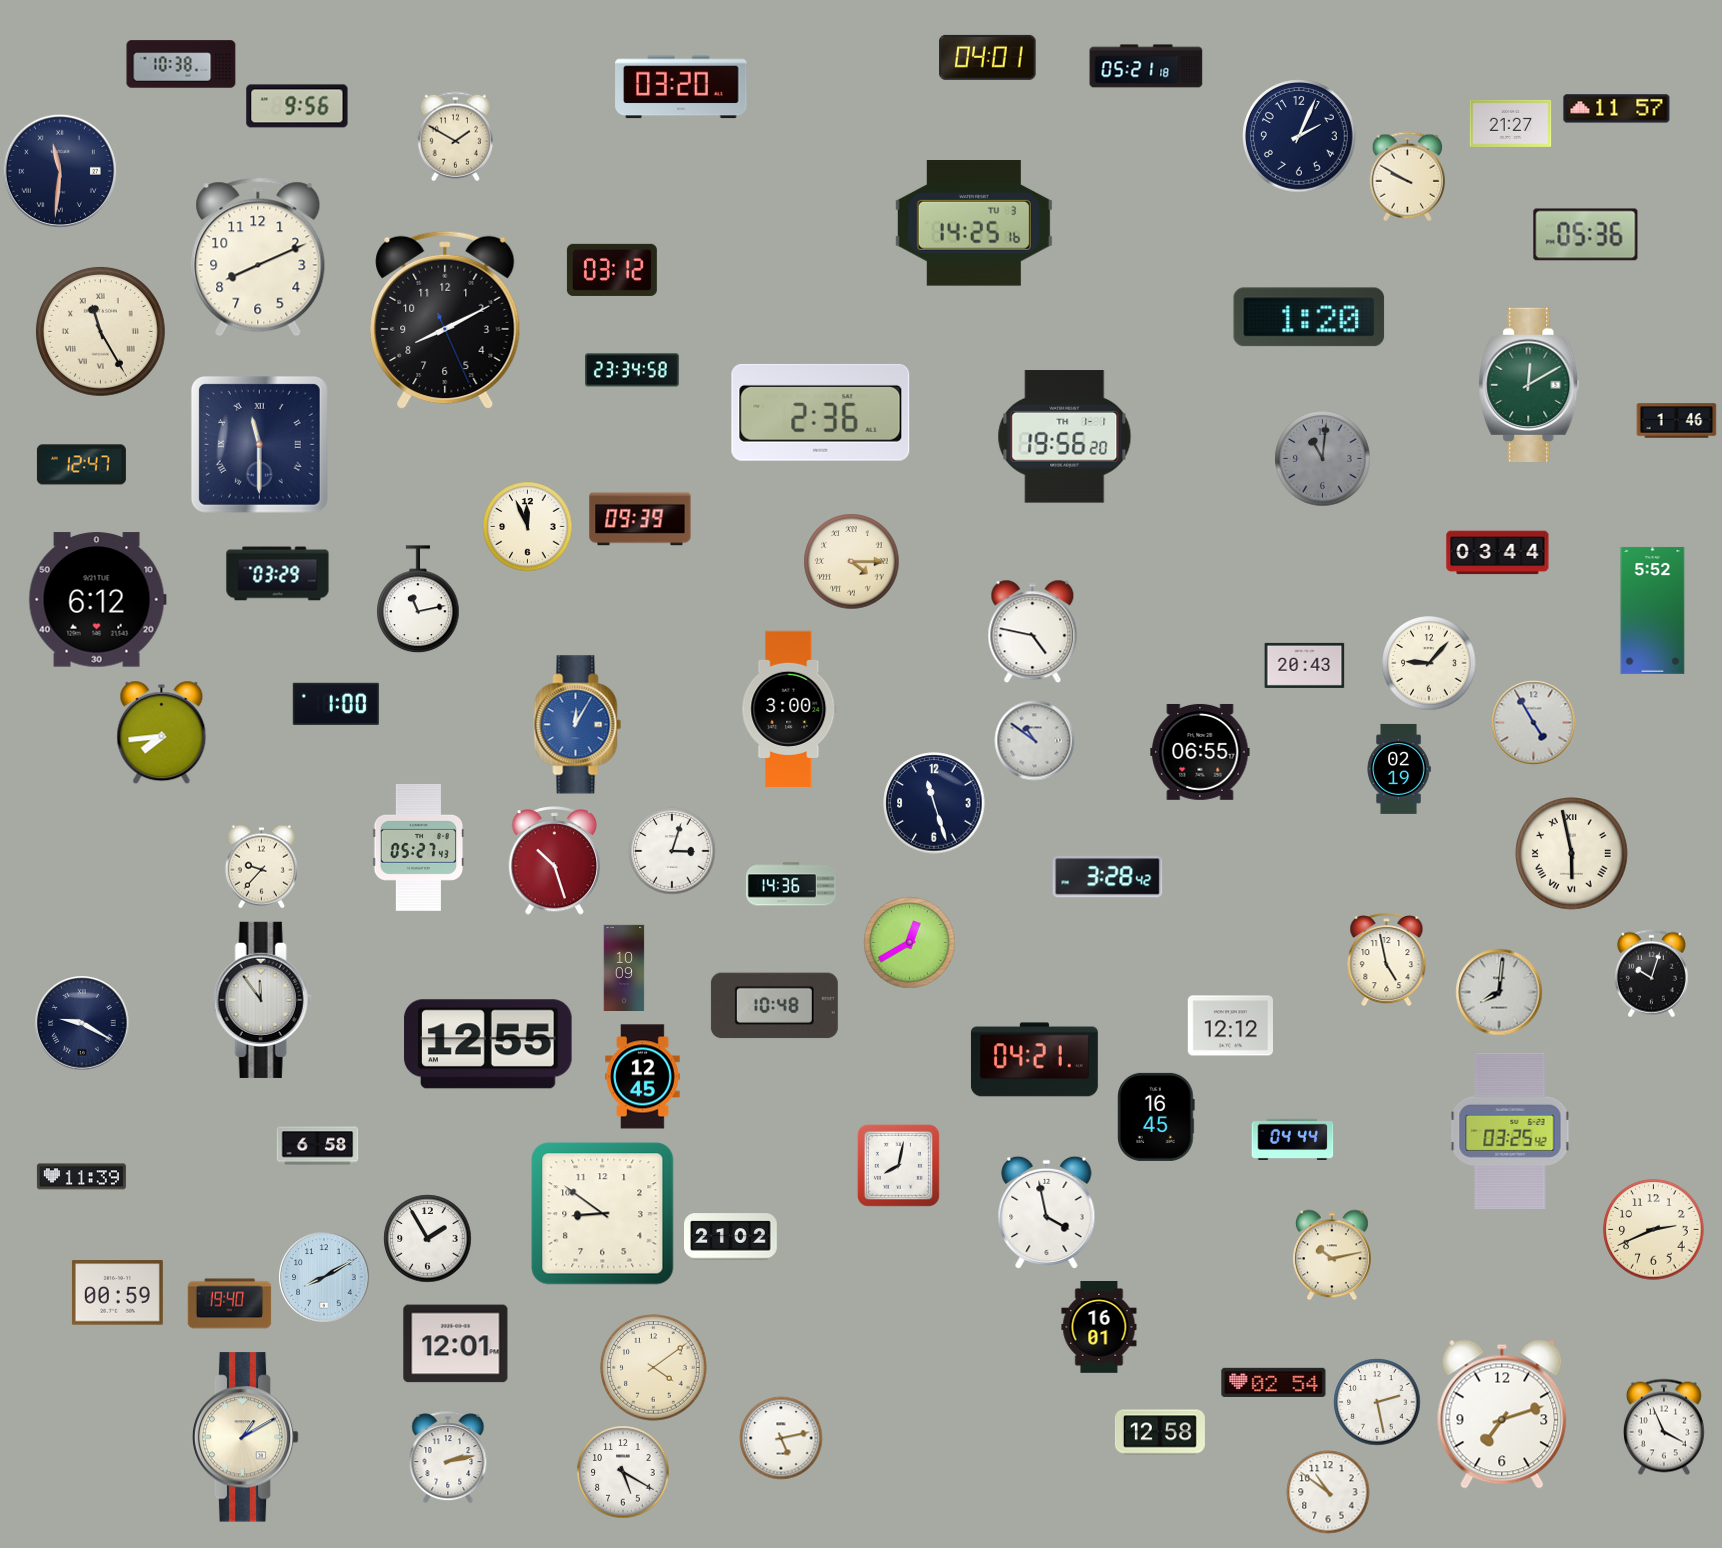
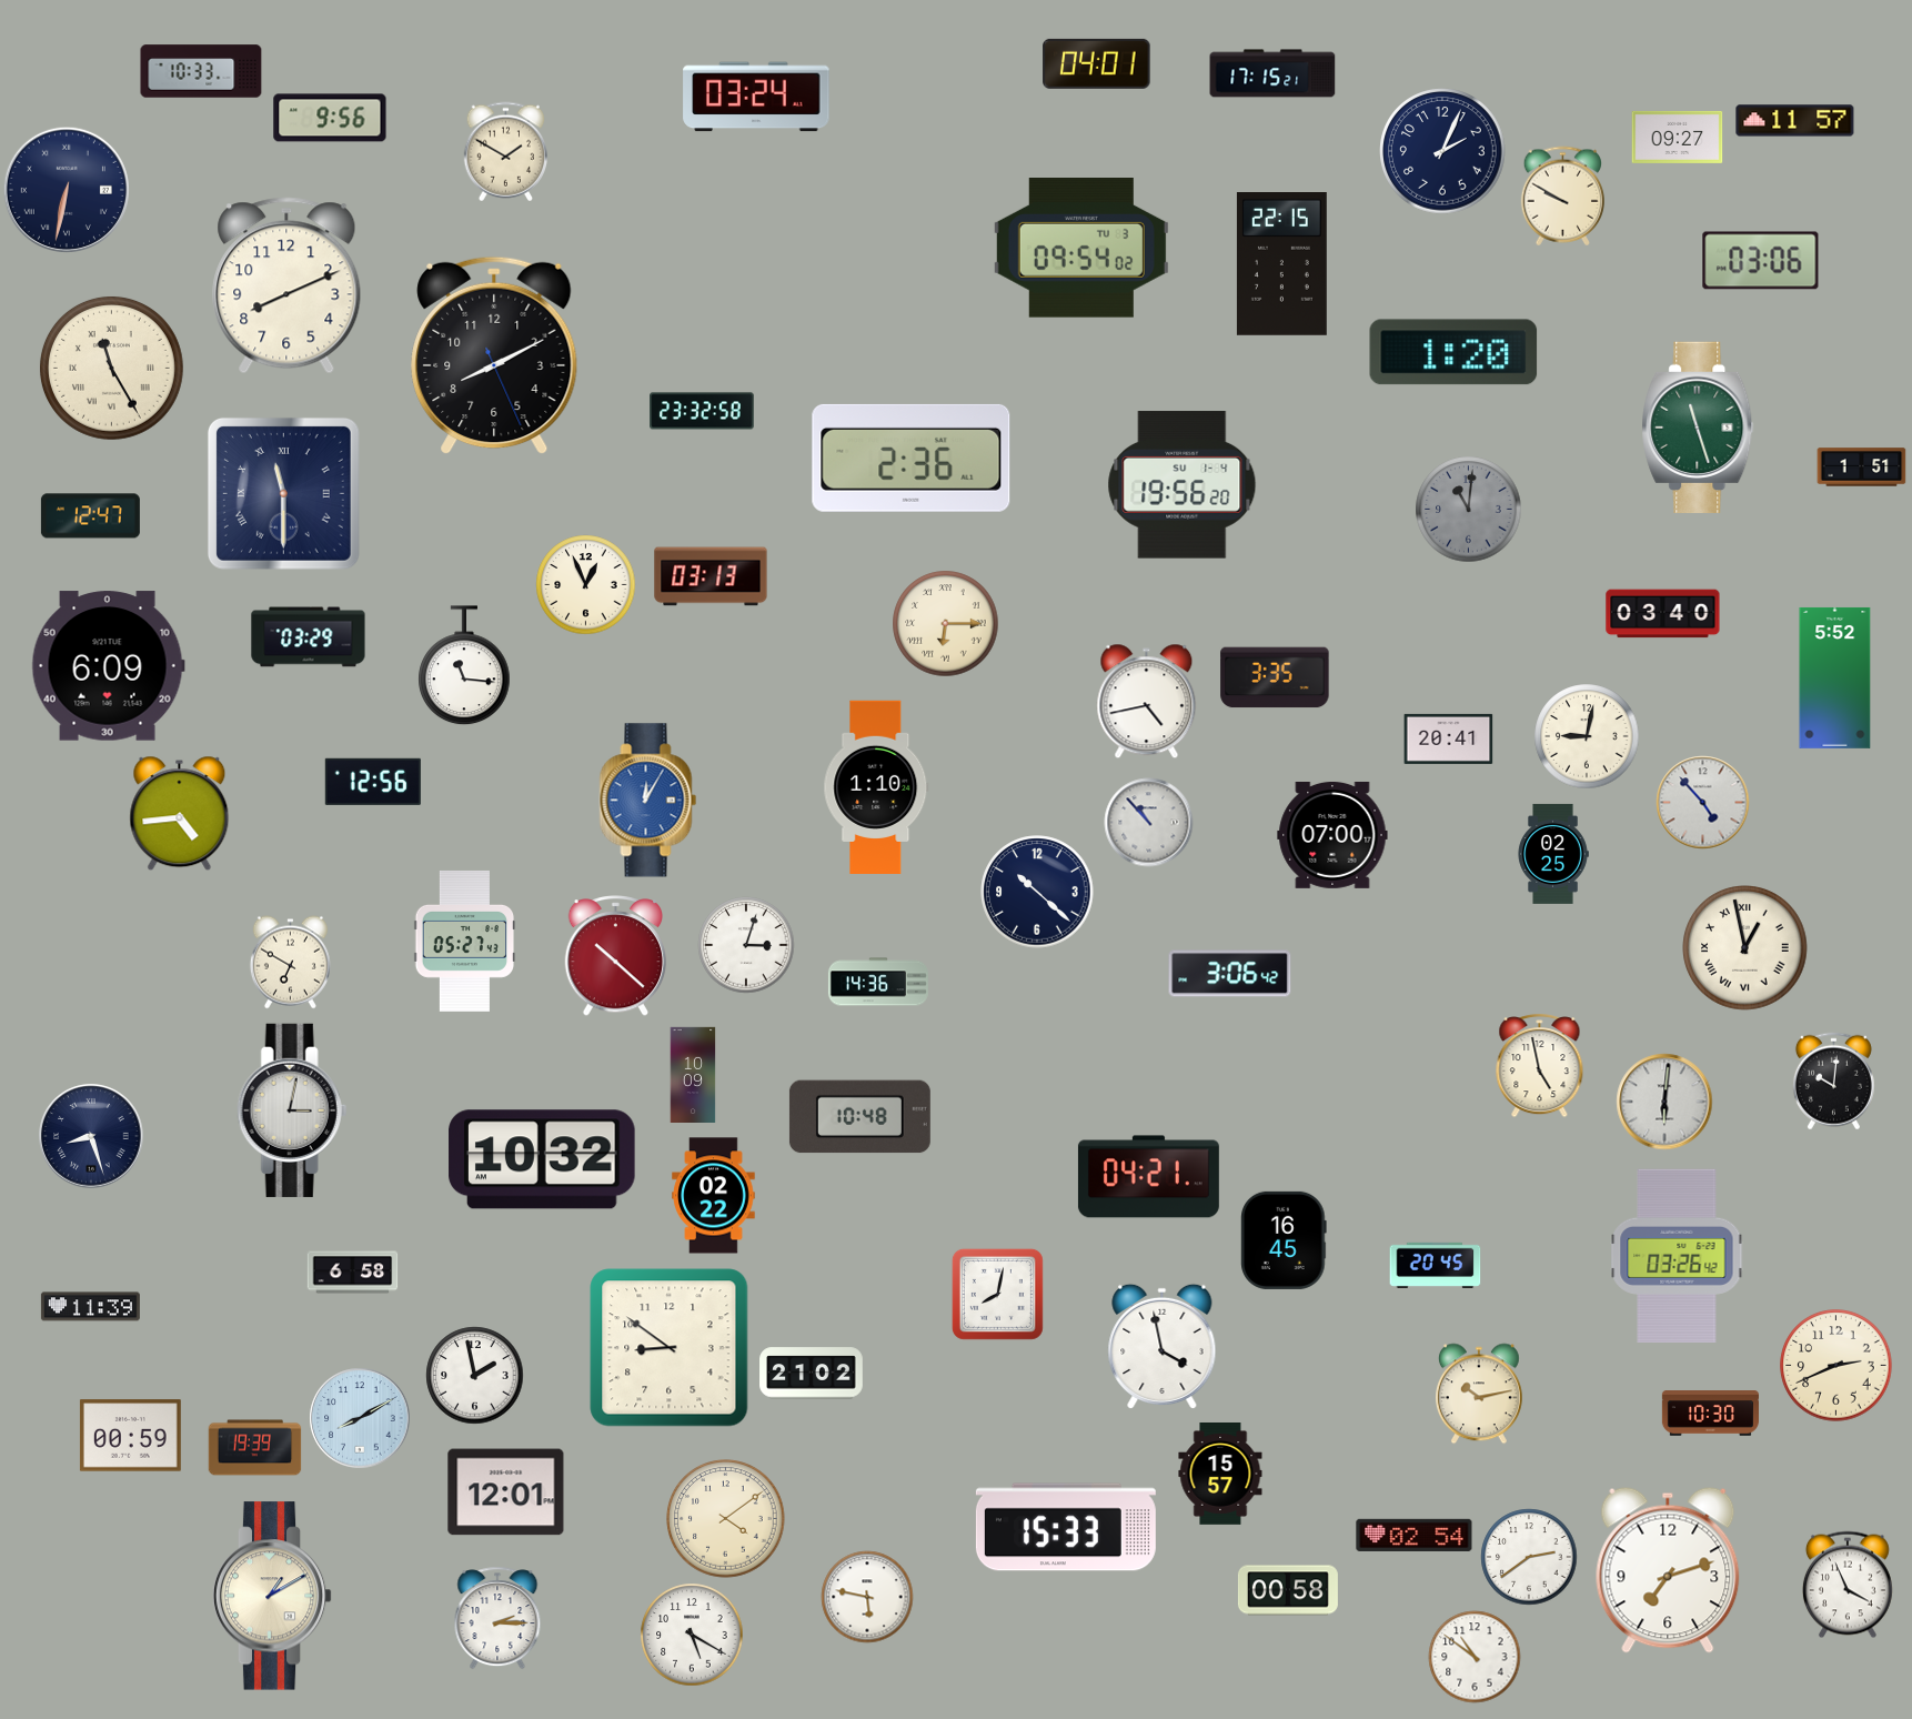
clock at (181, 64): 10:38 -> 10:33
clock at (1146, 66): 05:21 -> 17:15
clock at (681, 87): 03:20 -> 03:24
clock at (1511, 123): 21:27 -> 09:27
clock at (60, 171): 11:31 -> 6:32
clock at (974, 224): 14:25 -> 09:54
clock at (1586, 235): 05:36 -> 03:06
clock at (1281, 264): none -> 22:15
clock at (612, 270): 03:12 -> none
clock at (632, 370): 23:34 -> 23:32
clock at (1529, 384): 12:10 -> 11:27
clock at (1677, 421): 1:46 -> 1:51
clock at (1065, 437) date: TH 1-1 -> SU 1-4
clock at (259, 444) position: (259, 444) -> (283, 493)
clock at (640, 519): 09:39 -> 03:13
clock at (528, 527): 11:56 -> 12:56
clock at (1498, 553): 03:44 -> 03:40
clock at (852, 562): 4:15 -> 6:15
clock at (97, 600): 6:12 -> 6:09
clock at (418, 600): 11:13 -> 11:16
clock at (1275, 677): none -> 3:35
clock at (1033, 632): 4:47 -> 4:43
clock at (1429, 663): 9:07 -> 9:02
clock at (1305, 665): 20:43 -> 20:41
clock at (336, 704): 1:00 -> 12:56
clock at (789, 709): 3:00 -> 1:10
clock at (1534, 723): 4:55 -> 4:53
clock at (578, 725) position: (578, 725) -> (648, 801)
clock at (162, 733): 7:44 -> 4:44
clock at (1035, 741): 10:51 -> 10:53
clock at (1200, 752): 06:55 -> 07:00
clock at (1399, 769): 02:19 -> 02:25
clock at (934, 803): 11:27 -> 10:22
clock at (1572, 854): 5:58 -> 12:58
clock at (555, 861): 10:27 -> 10:22
clock at (261, 867): 9:37 -> 6:50
clock at (1108, 877): 3:28 -> 3:06
clock at (910, 943): 12:40 -> none
clock at (1651, 974): 10:03 -> 10:01
clock at (1499, 992): 8:01 -> 6:01
clock at (263, 1000): 11:54 -> 3:02
clock at (82, 1023): 9:20 -> 8:27
clock at (1230, 1026): 12:12 -> none
clock at (488, 1044): 12:55 -> 10:32
clock at (643, 1077): 12:45 -> 02:22
clock at (1510, 1130): 03:25 -> 03:26
clock at (1293, 1139): 04:44 -> 20:45
clock at (428, 1239): 1:55 -> 1:58
clock at (1710, 1414): none -> 10:30
clock at (230, 1304): 19:40 -> 19:39
clock at (1099, 1328): 16:01 -> 15:57
clock at (1066, 1527): none -> 15:33
clock at (1377, 1402): 2:28 -> 2:39
clock at (1160, 1432): 12:58 -> 00:58
clock at (781, 1438): 5:13 -> 5:47
clock at (448, 1457): 2:13 -> 2:15
